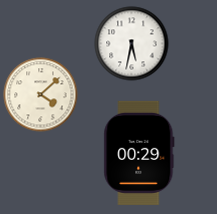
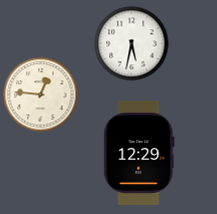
clock at (41, 95): 4:08 -> 12:46
clock at (139, 153): 00:29 -> 12:29
